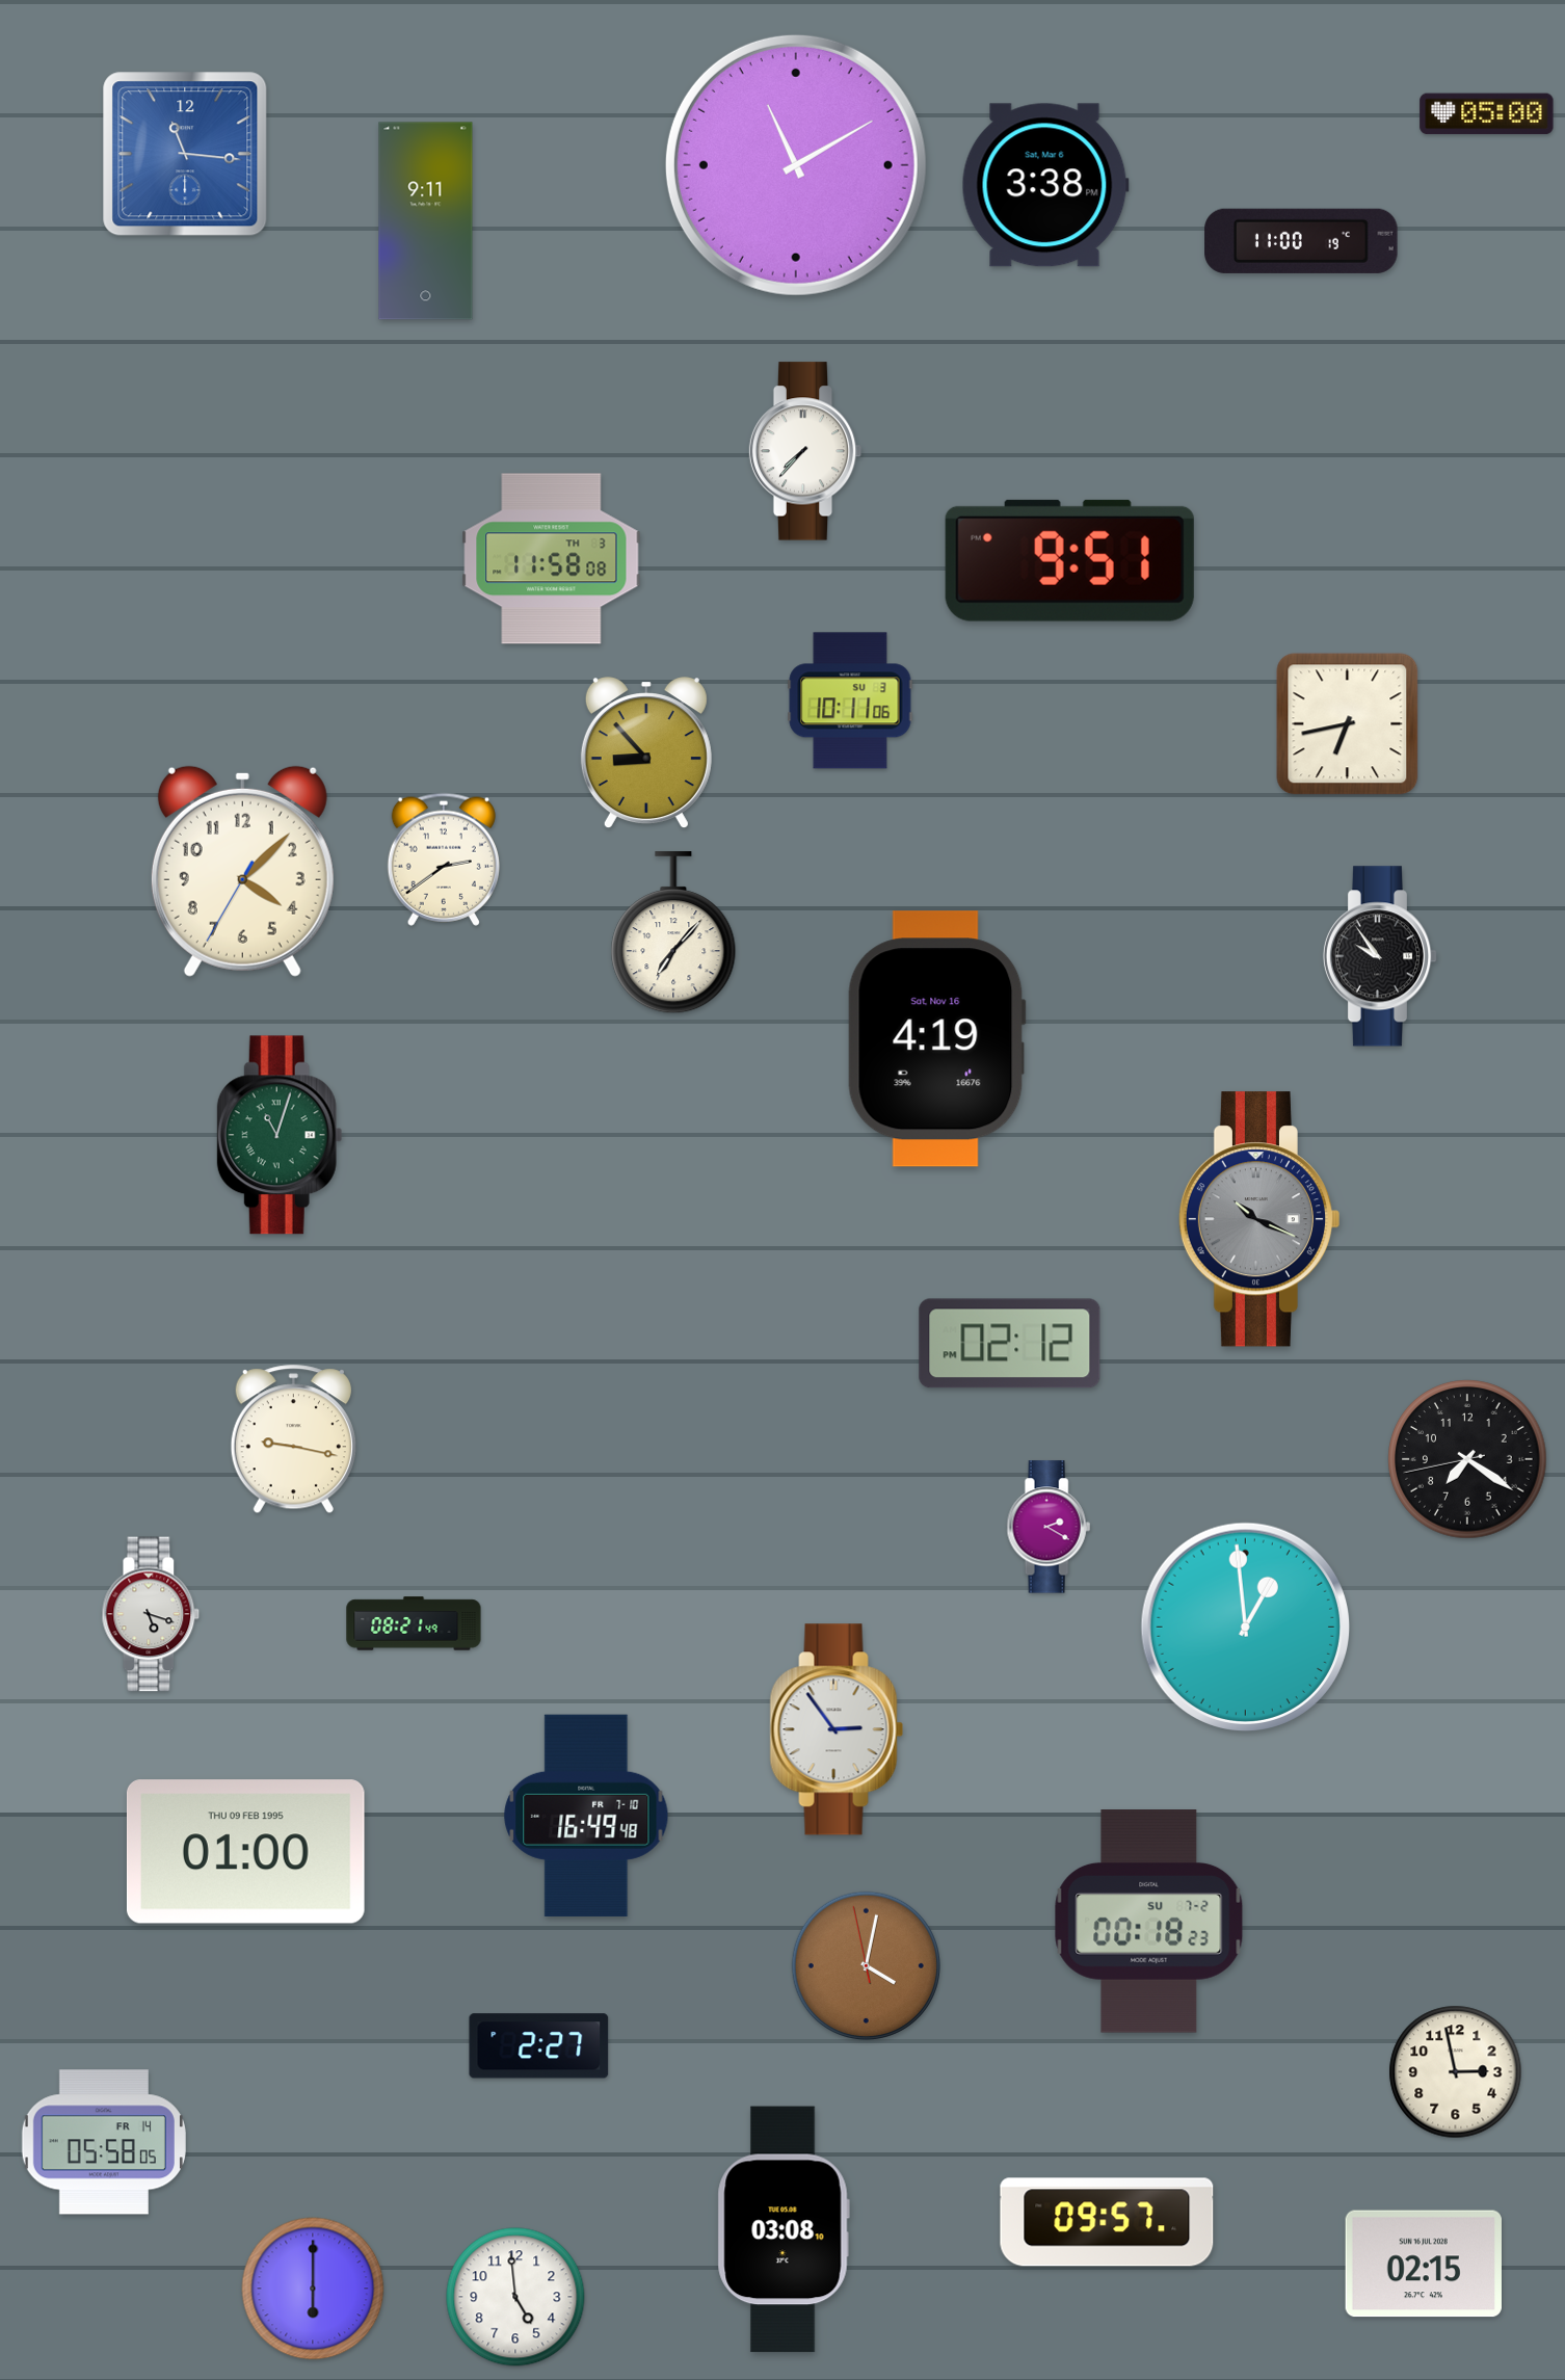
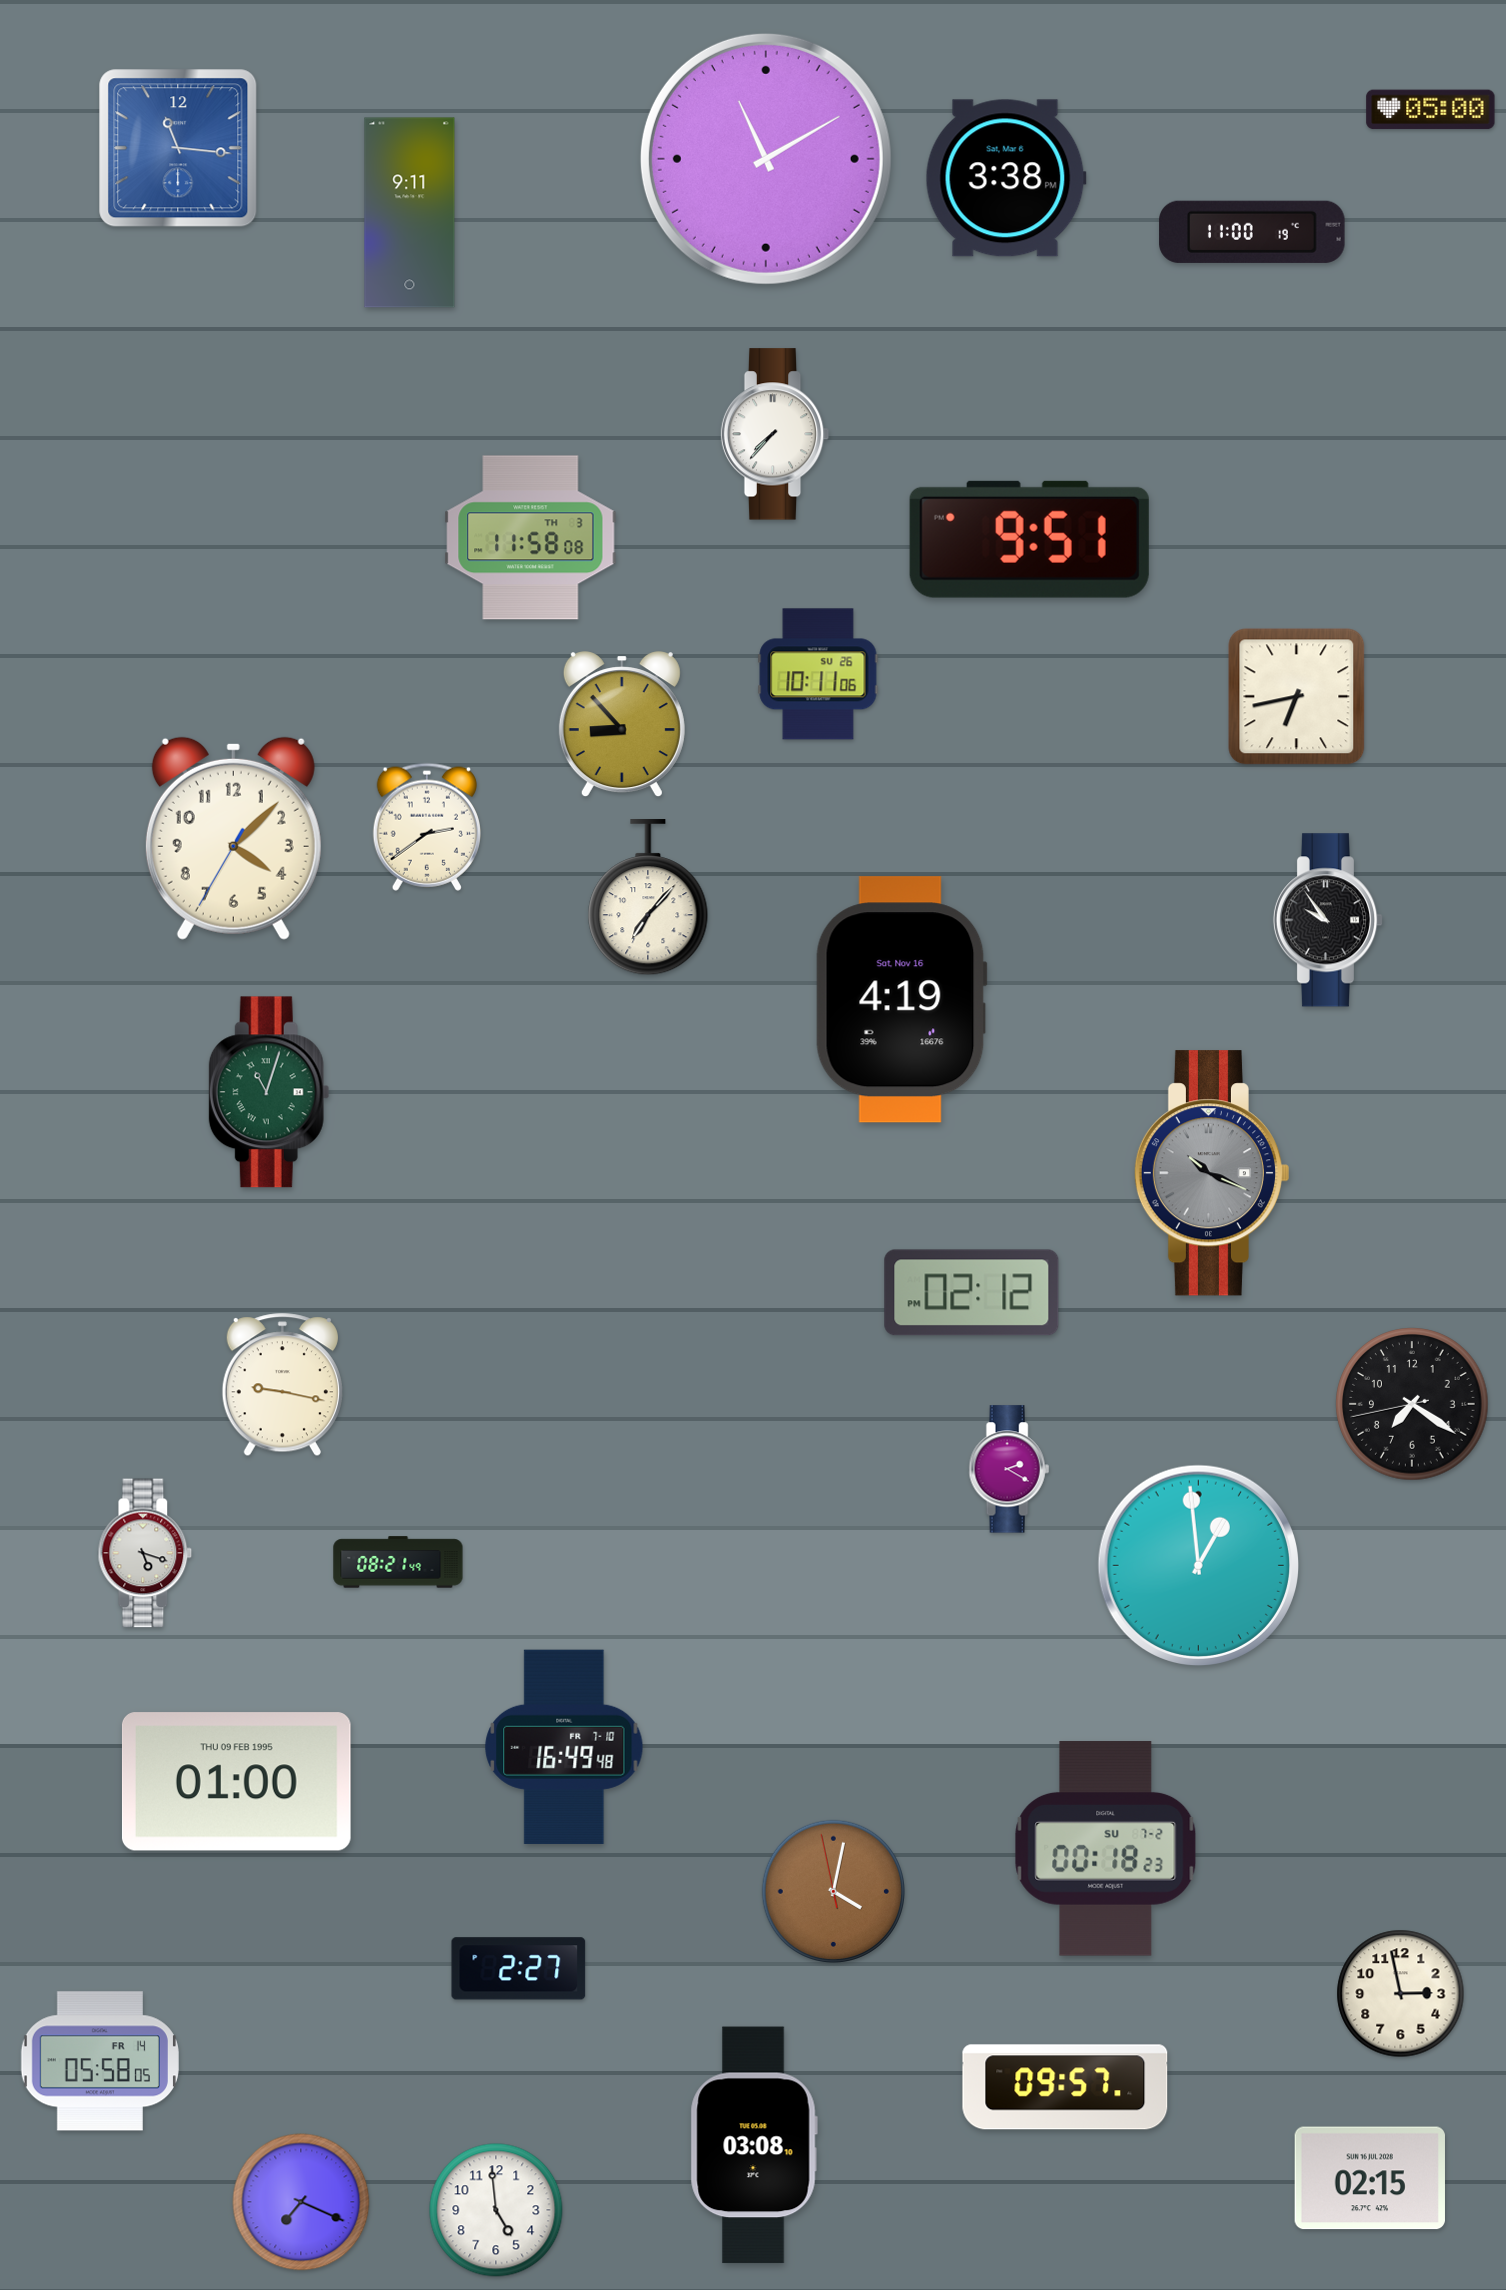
clock at (850, 700) date: SU 3 -> SU 26
clock at (837, 1729): 2:54 -> none
clock at (1107, 2222) position: (1107, 2222) -> (1065, 2087)
clock at (313, 2289): 6:00 -> 7:19
